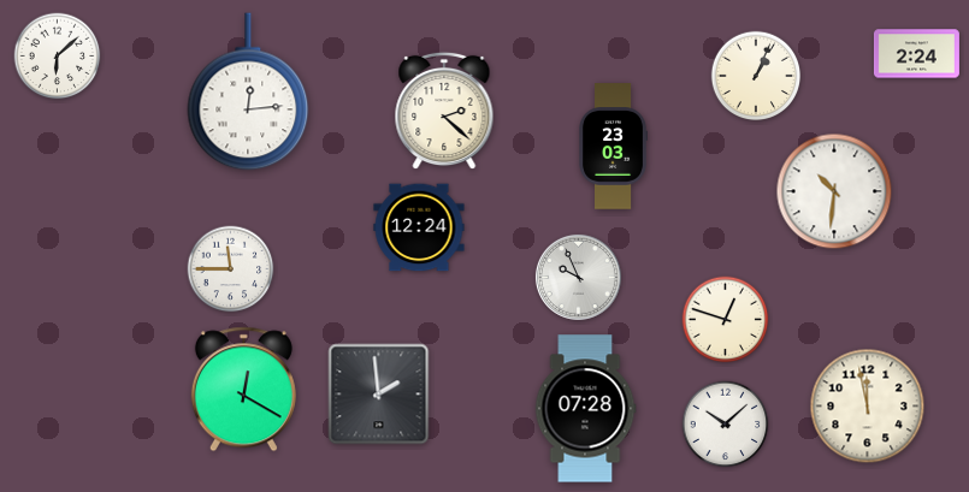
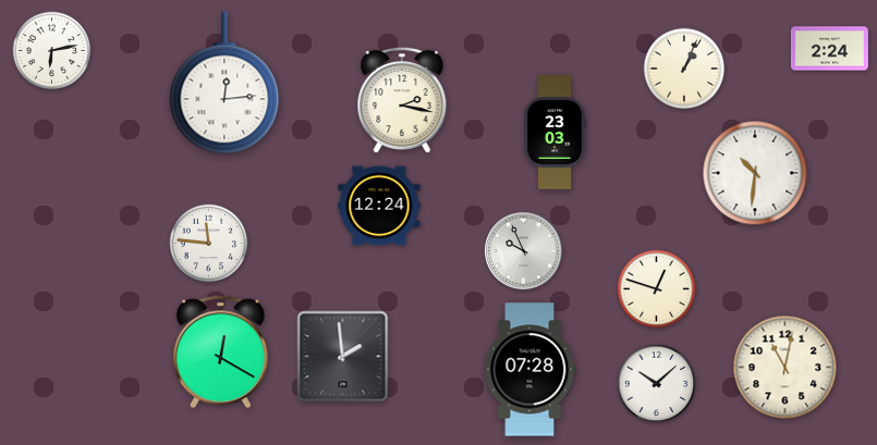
clock at (58, 57): 6:08 -> 6:13
clock at (444, 111): 2:22 -> 2:17
clock at (231, 269): 11:45 -> 11:46
clock at (868, 407): 11:58 -> 11:02
